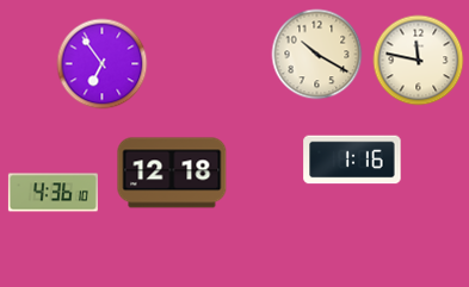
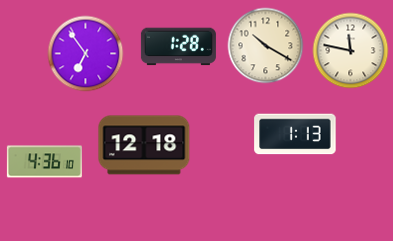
clock at (178, 47): none -> 1:28
clock at (352, 160): 1:16 -> 1:13
